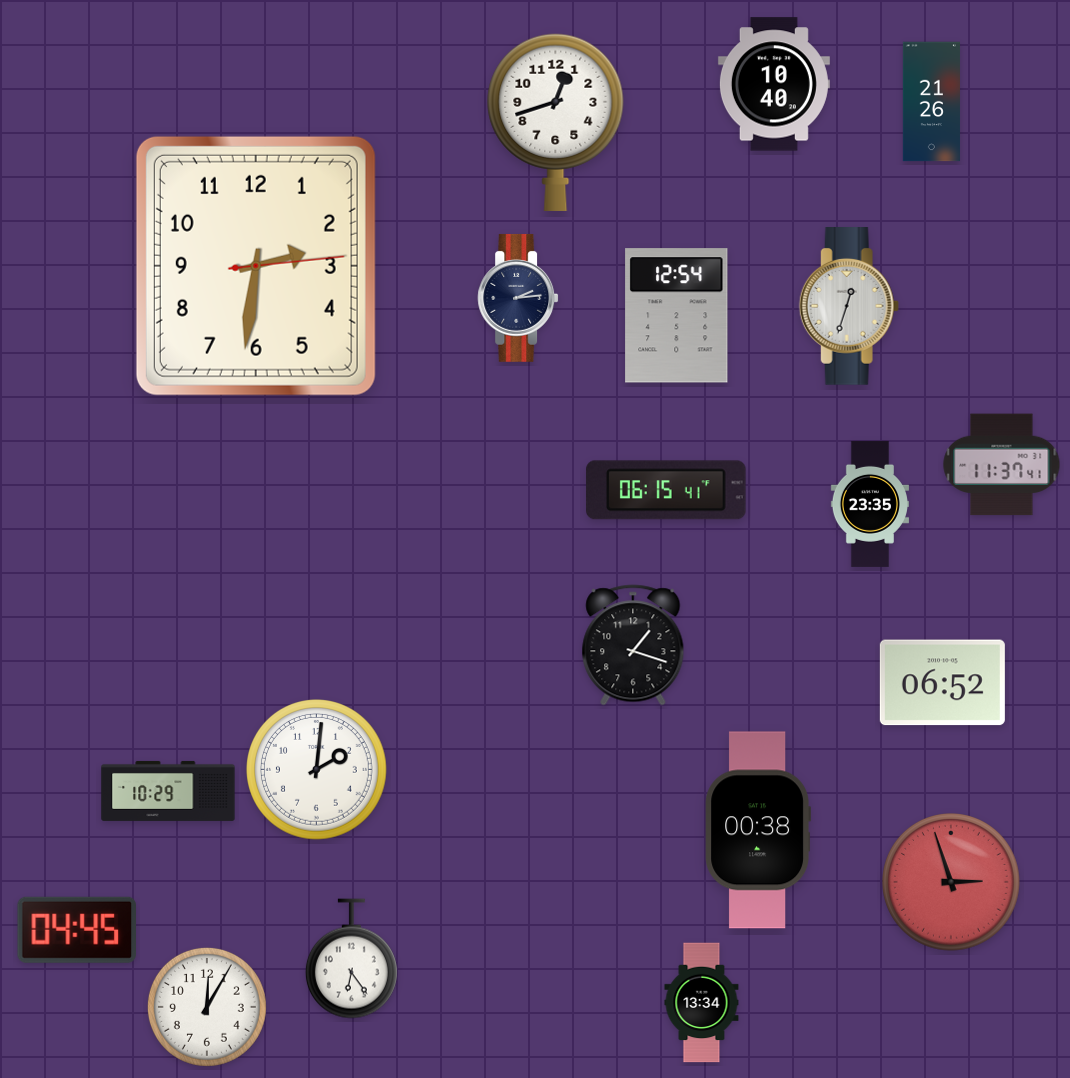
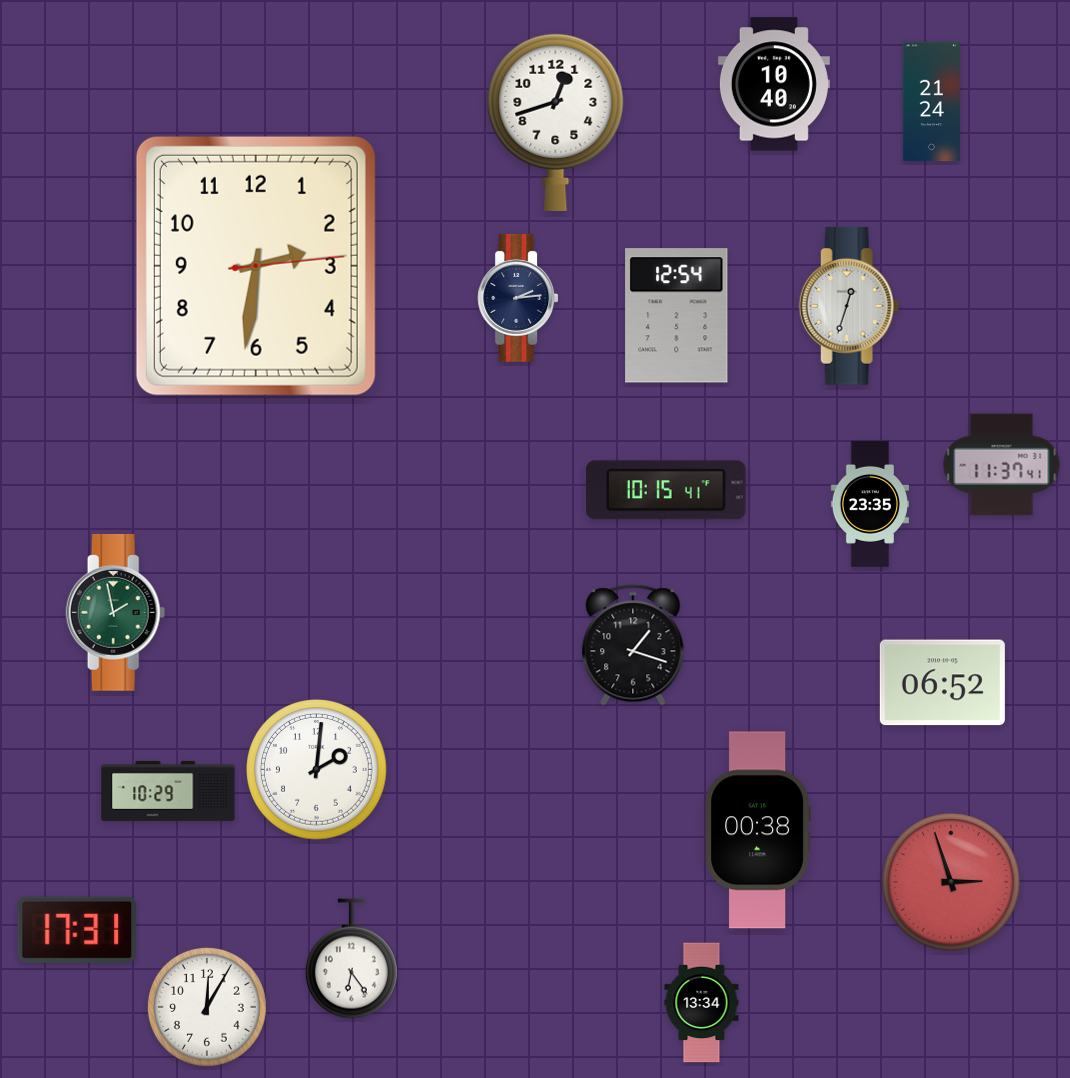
clock at (931, 102): 21:26 -> 21:24
clock at (666, 490): 06:15 -> 10:15
clock at (116, 612): none -> 1:58
clock at (76, 930): 04:45 -> 17:31
